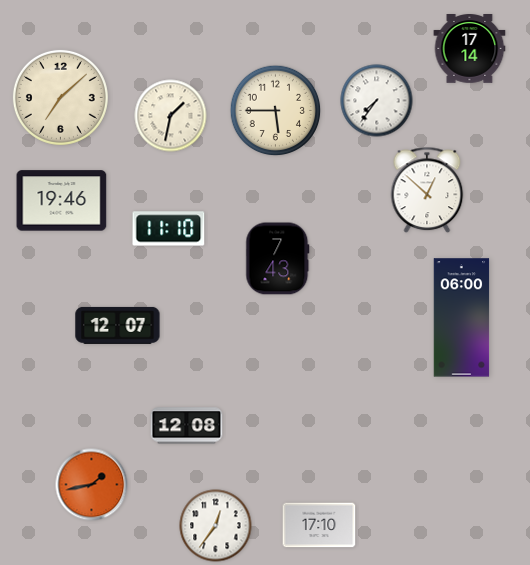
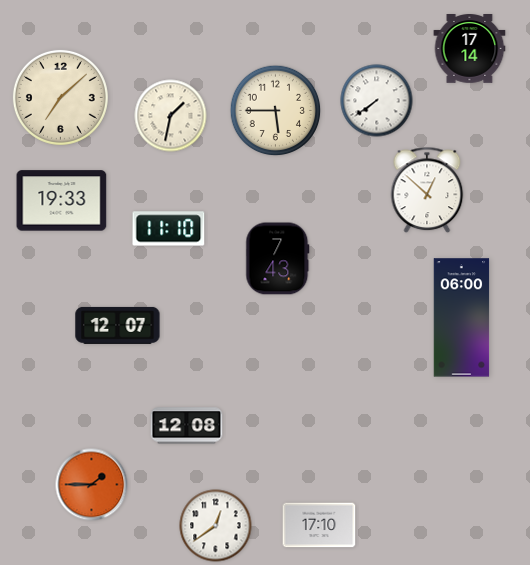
clock at (377, 101): 7:36 -> 7:39
clock at (62, 201): 19:46 -> 19:33
clock at (92, 485): 1:43 -> 1:45
clock at (216, 526): 12:36 -> 12:39
